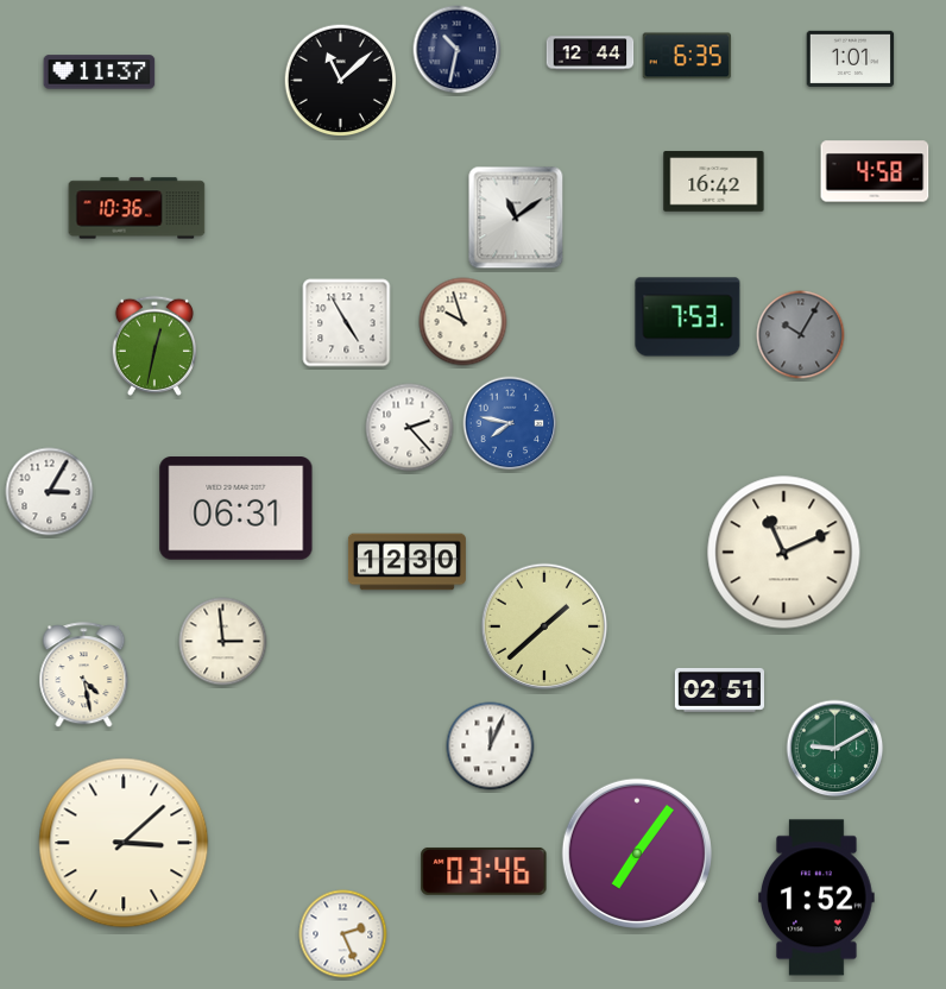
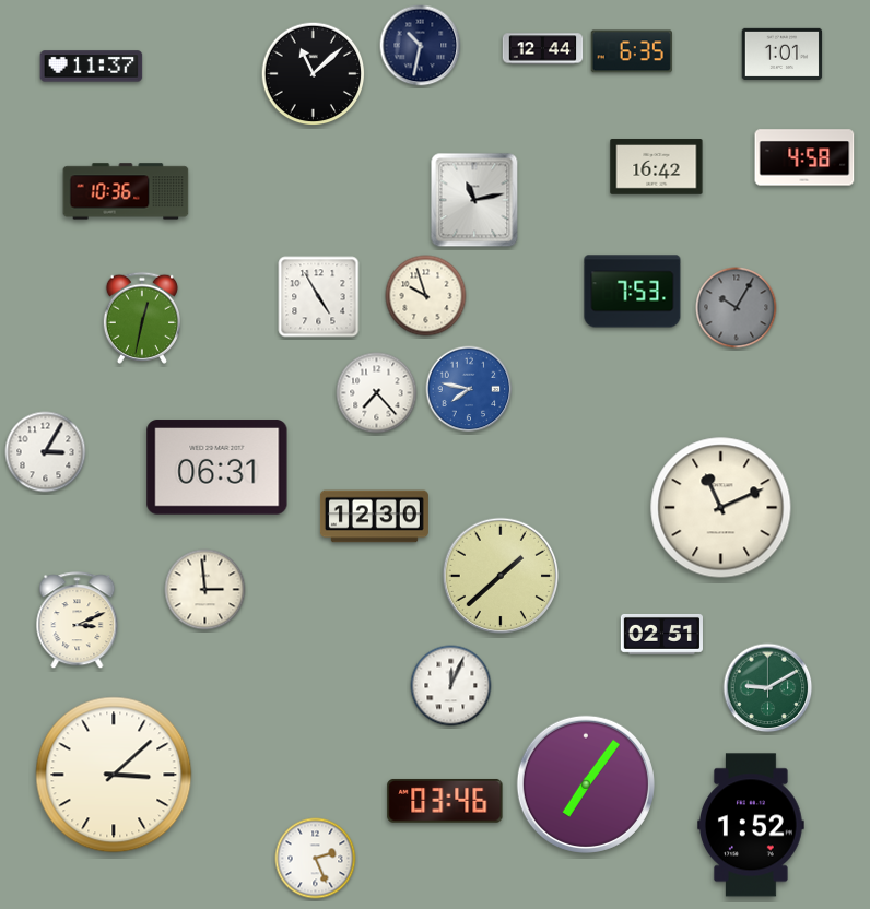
clock at (516, 218): 11:09 -> 11:13
clock at (410, 428): 2:23 -> 7:23
clock at (84, 675): 4:28 -> 3:11
